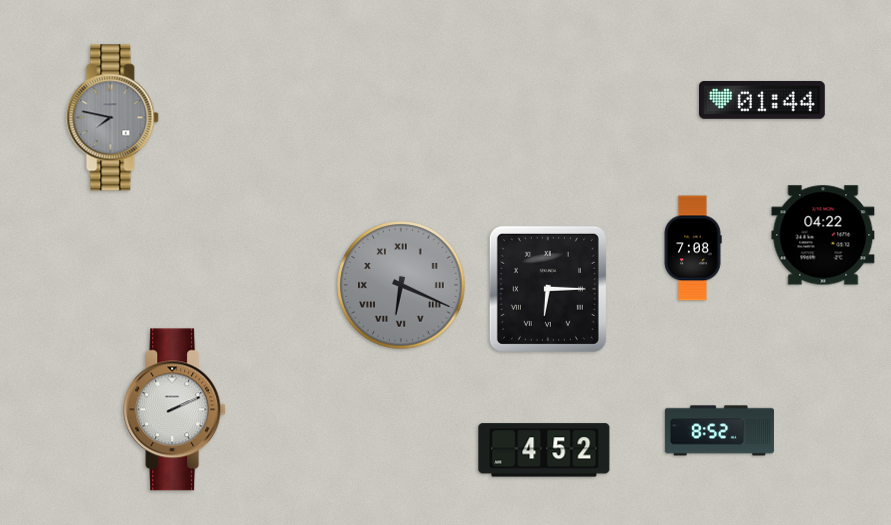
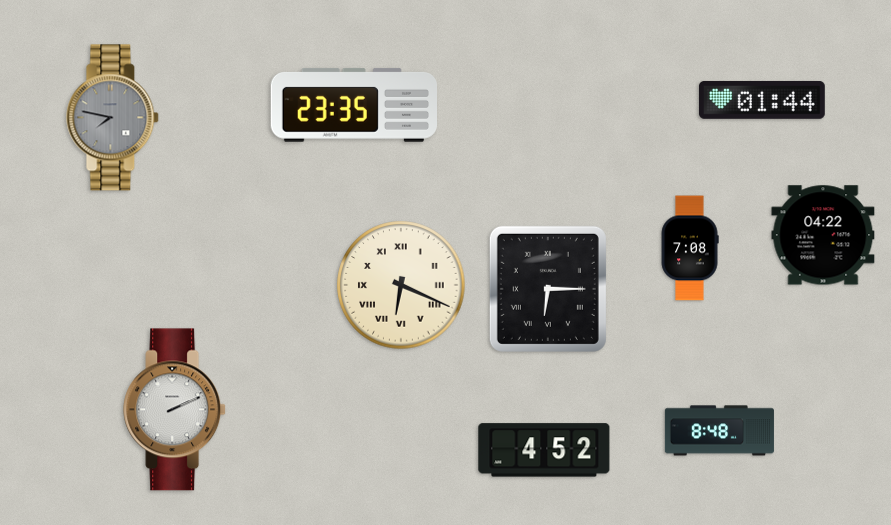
clock at (353, 106): none -> 23:35
clock at (693, 248) position: (693, 248) -> (690, 248)
clock at (401, 285) dial: grey -> cream
clock at (719, 431): 8:52 -> 8:48
